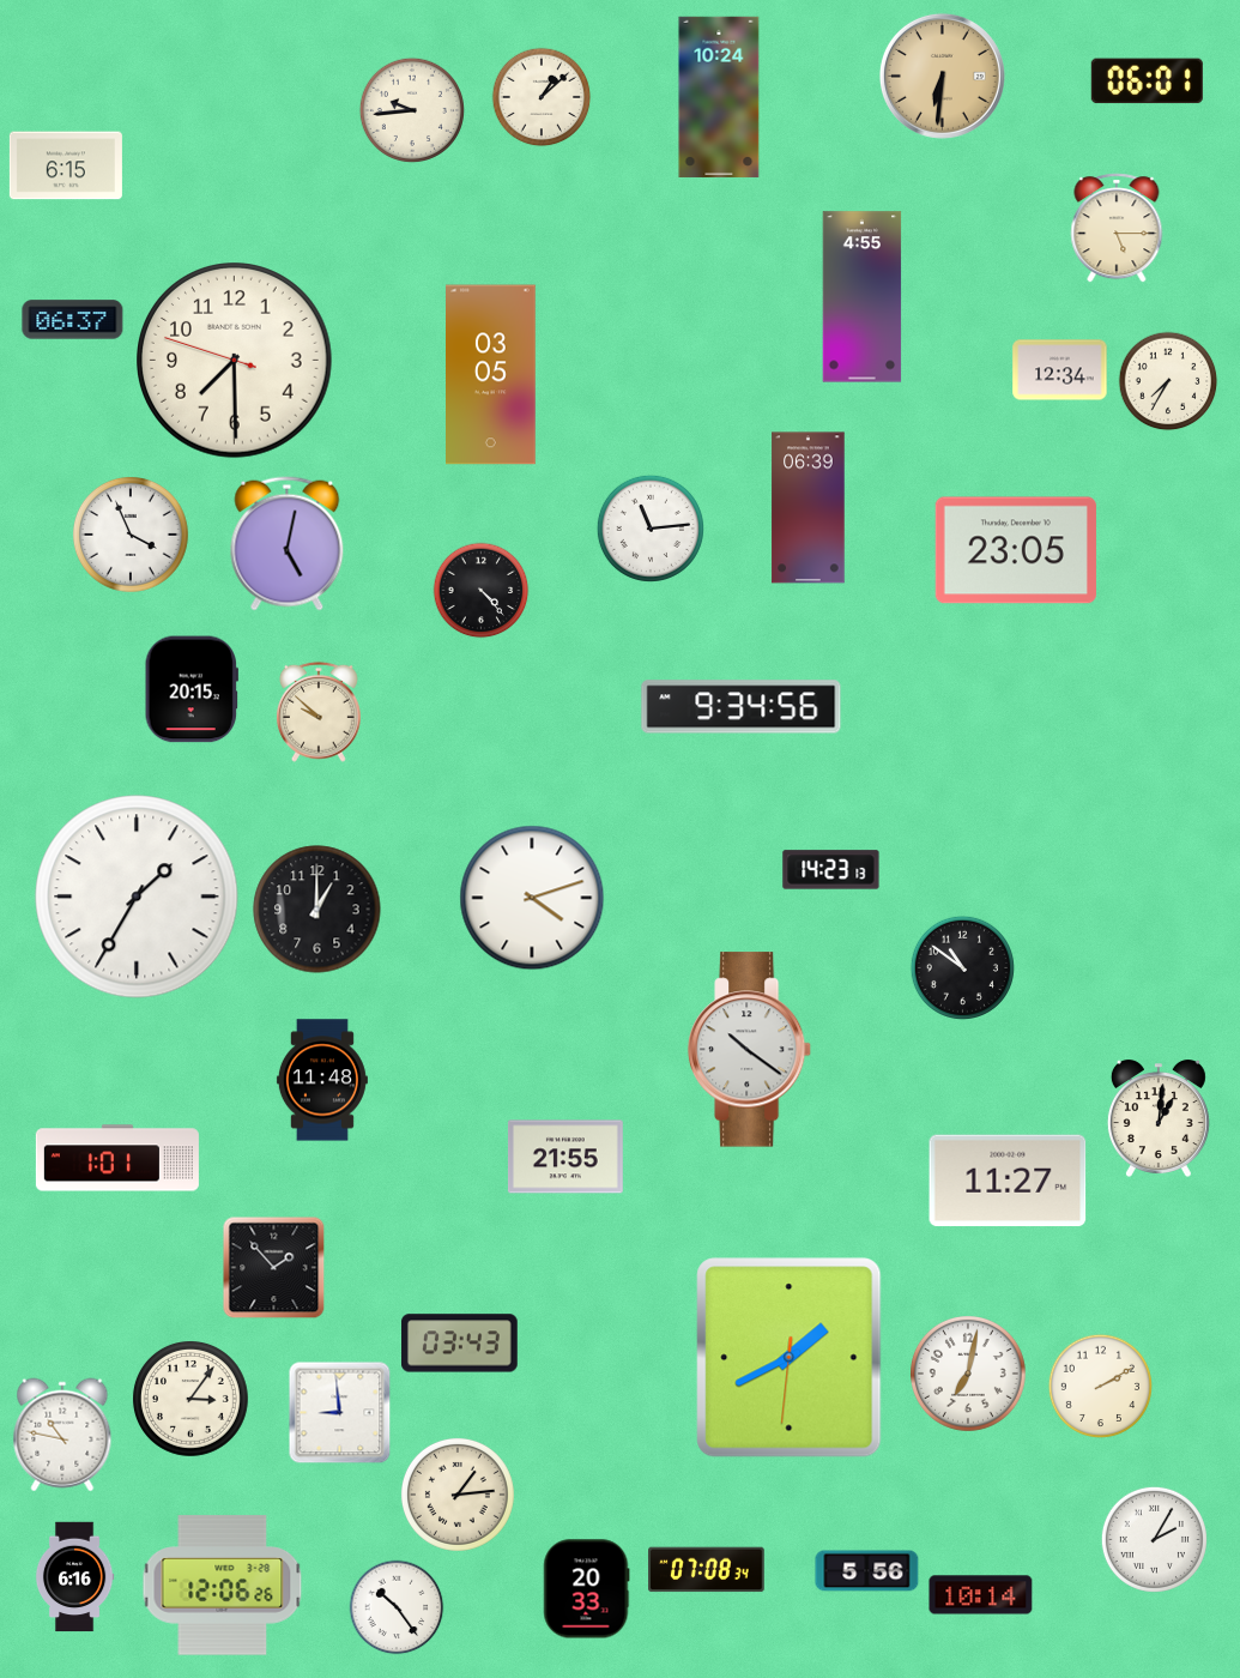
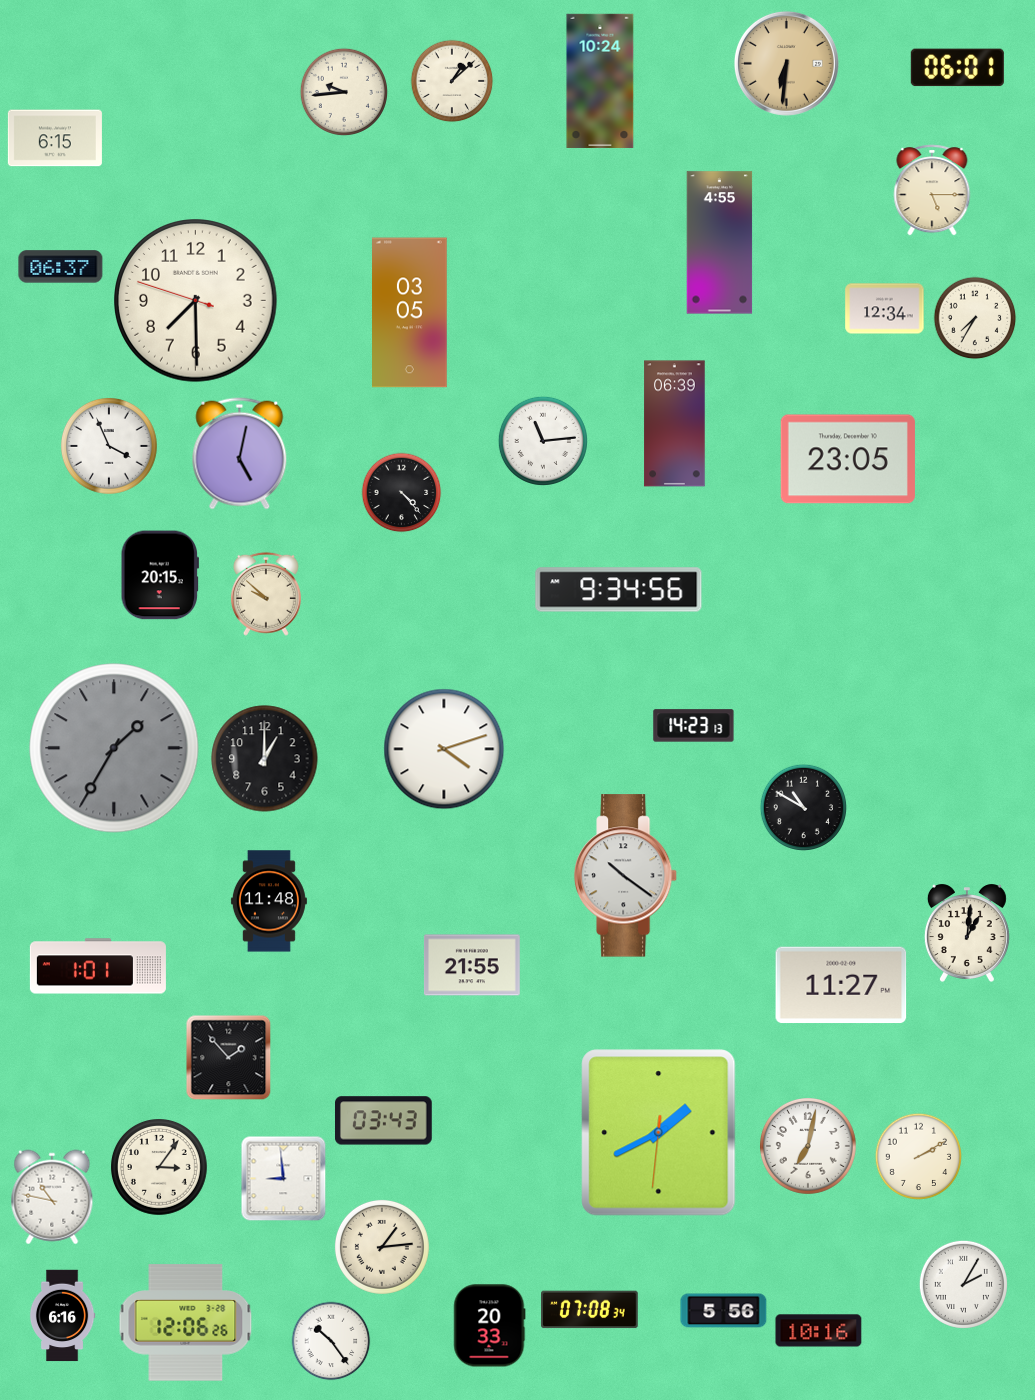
clock at (863, 297) position: (863, 297) -> (720, 243)
clock at (137, 897) dial: white -> grey
clock at (962, 967): 10:51 -> 10:50
clock at (981, 1595): 10:14 -> 10:16
